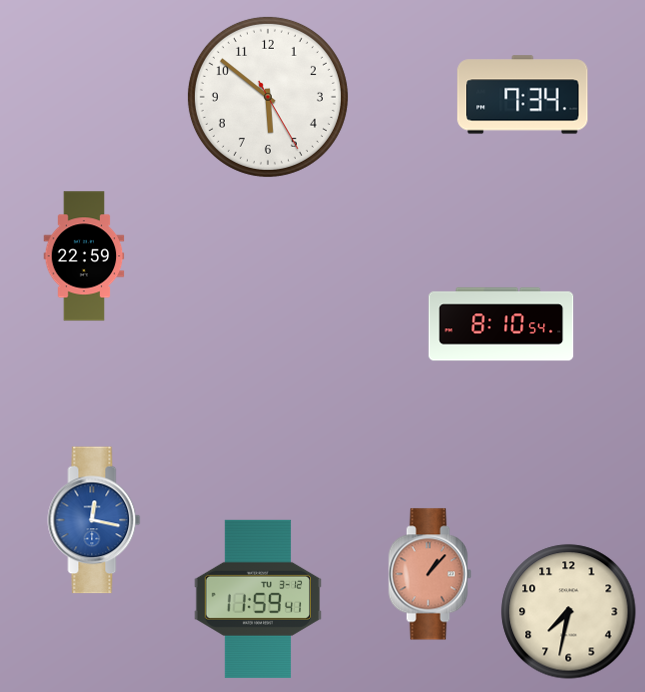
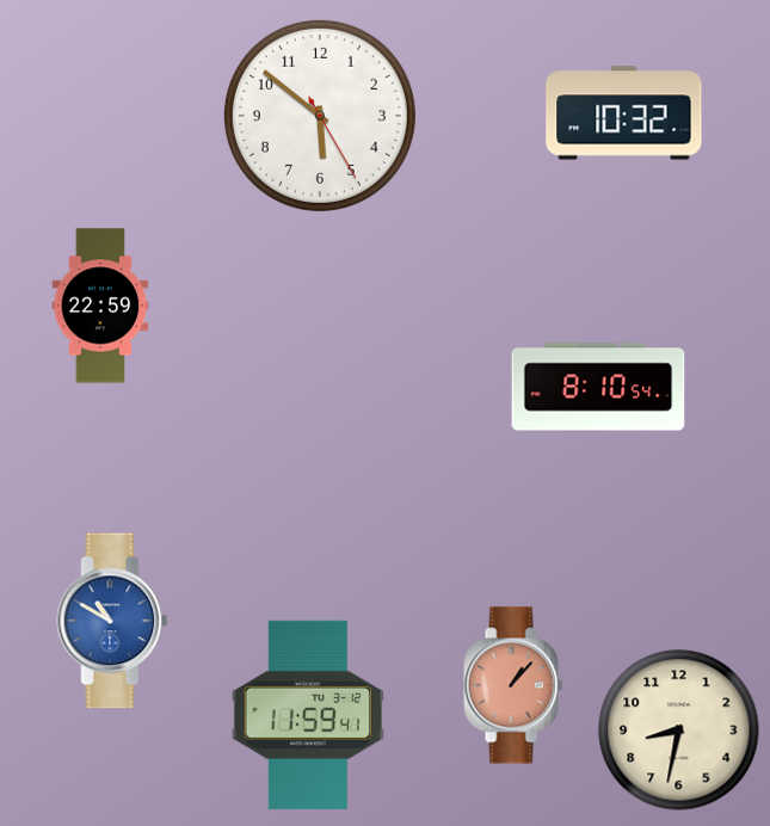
clock at (523, 95): 7:34 -> 10:32
clock at (94, 520): 12:17 -> 10:50
clock at (569, 612): 7:32 -> 8:32
